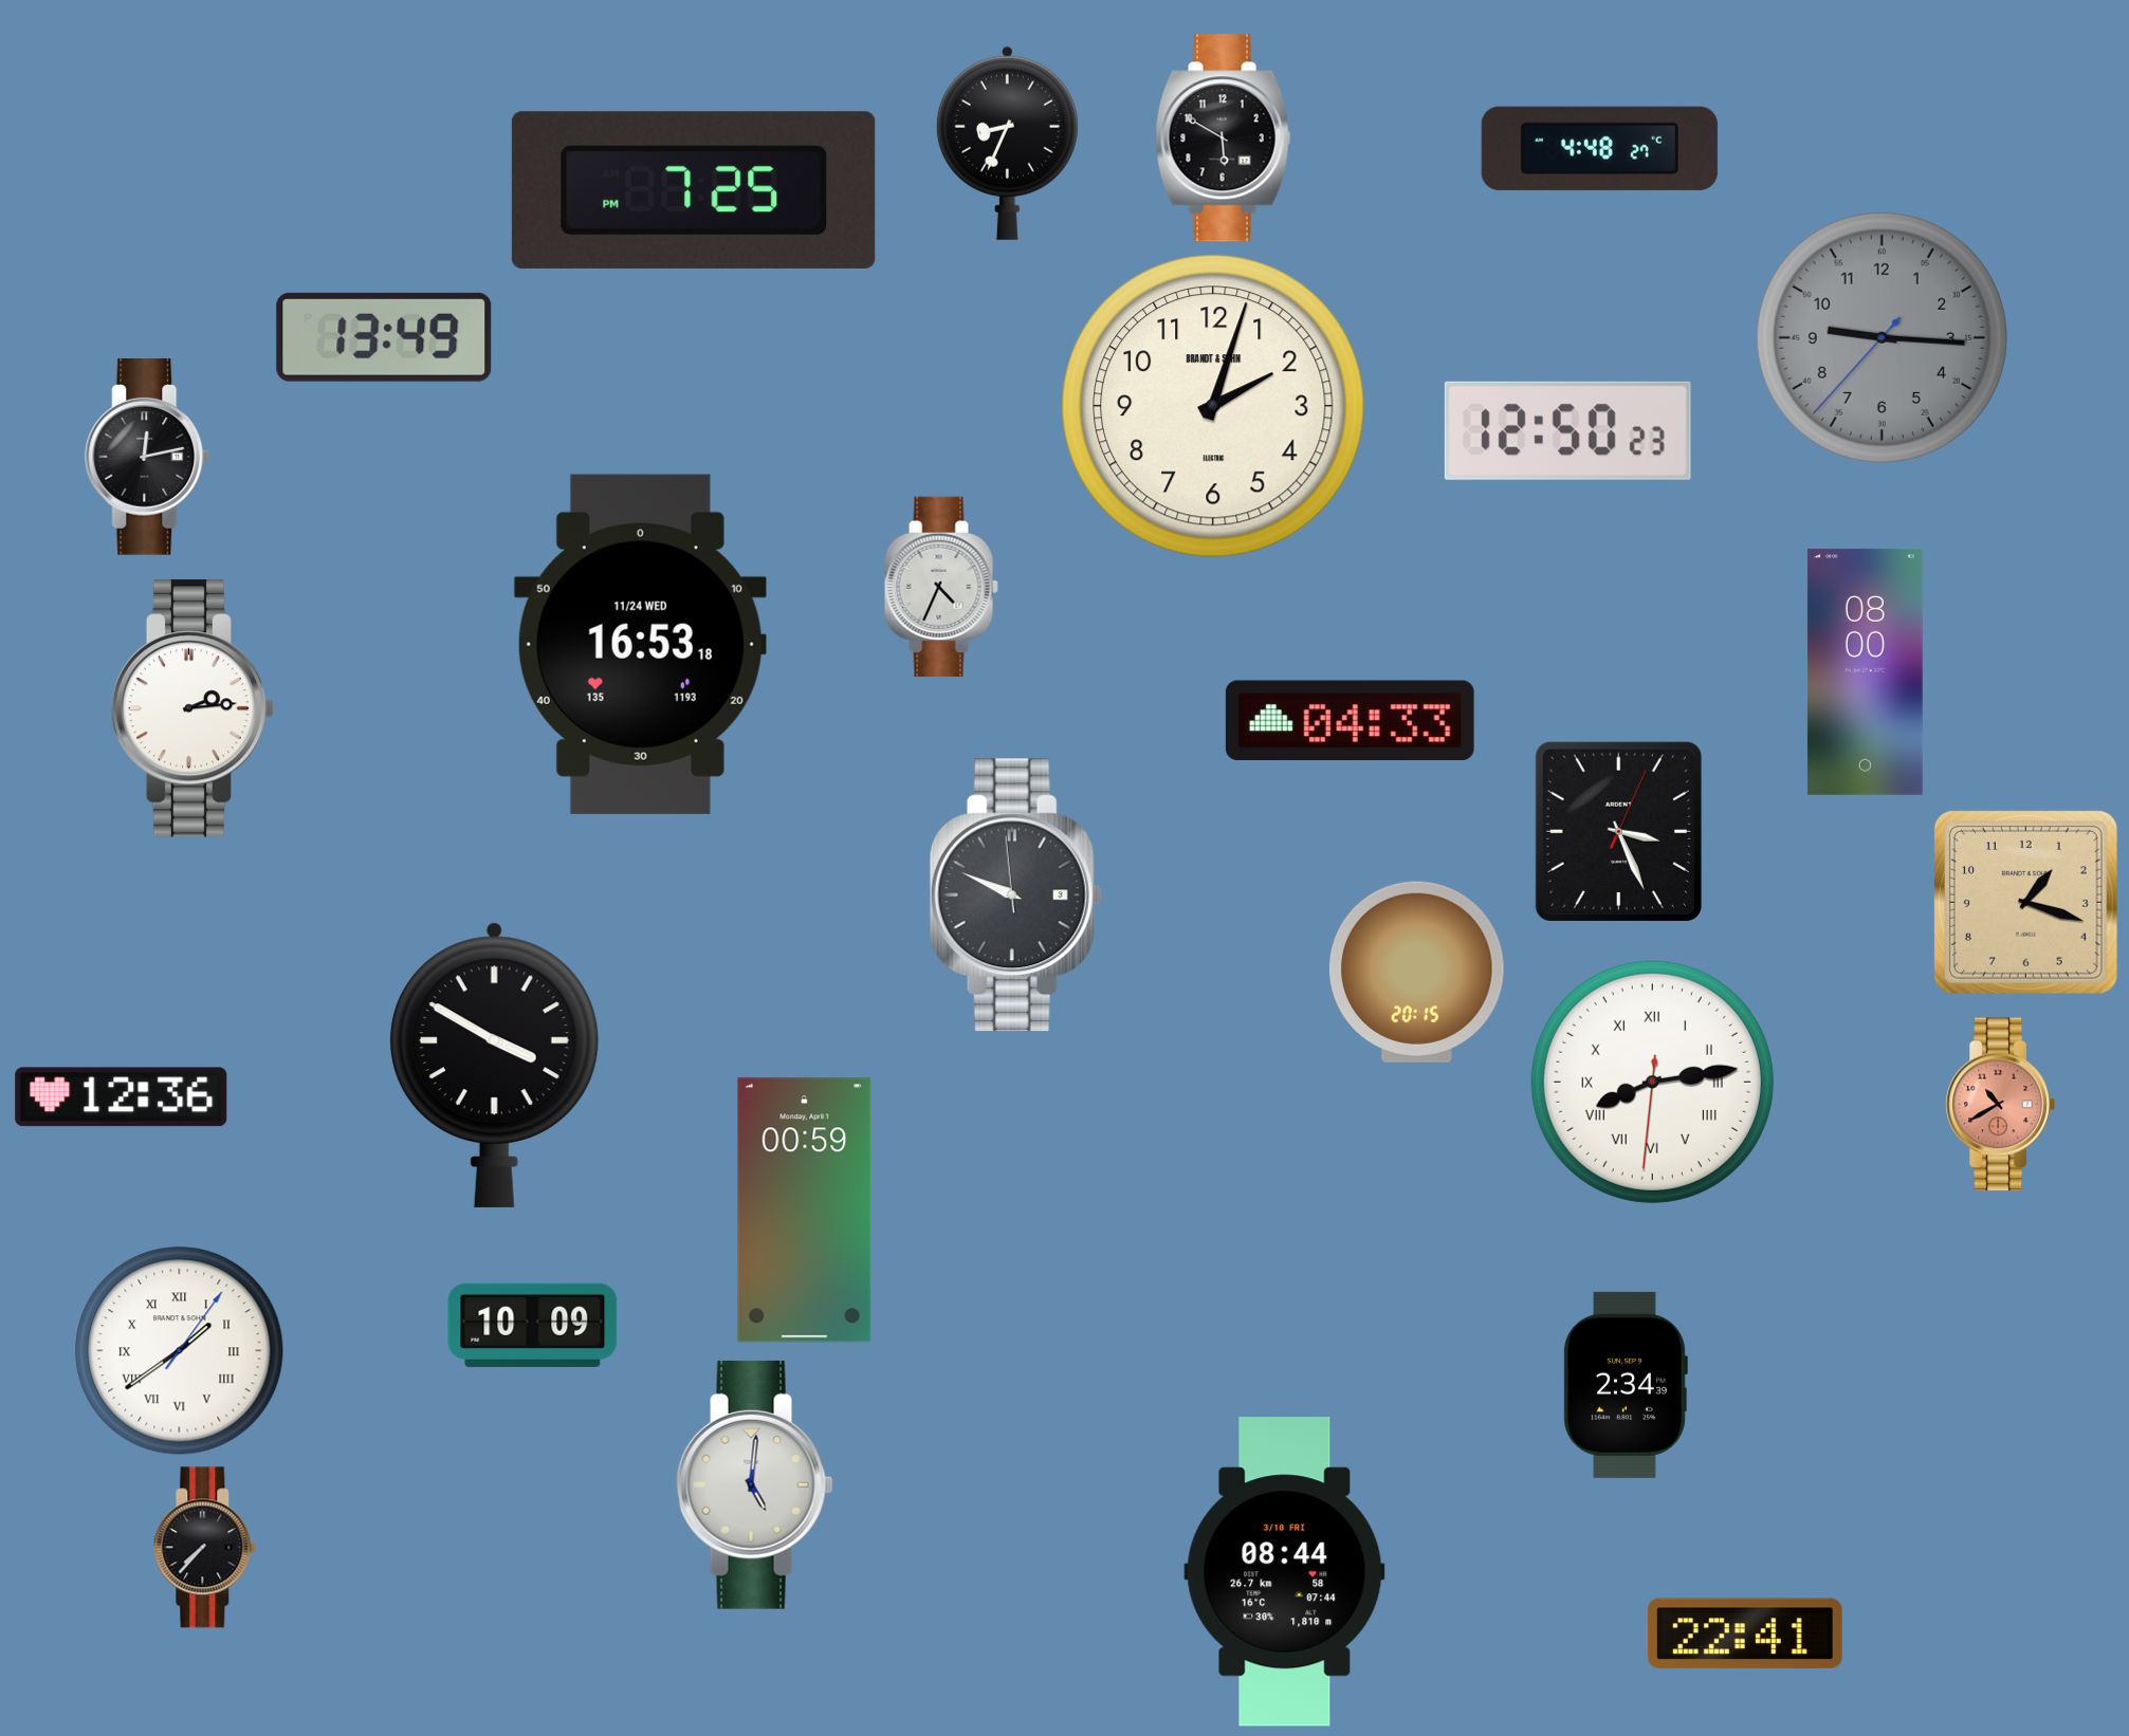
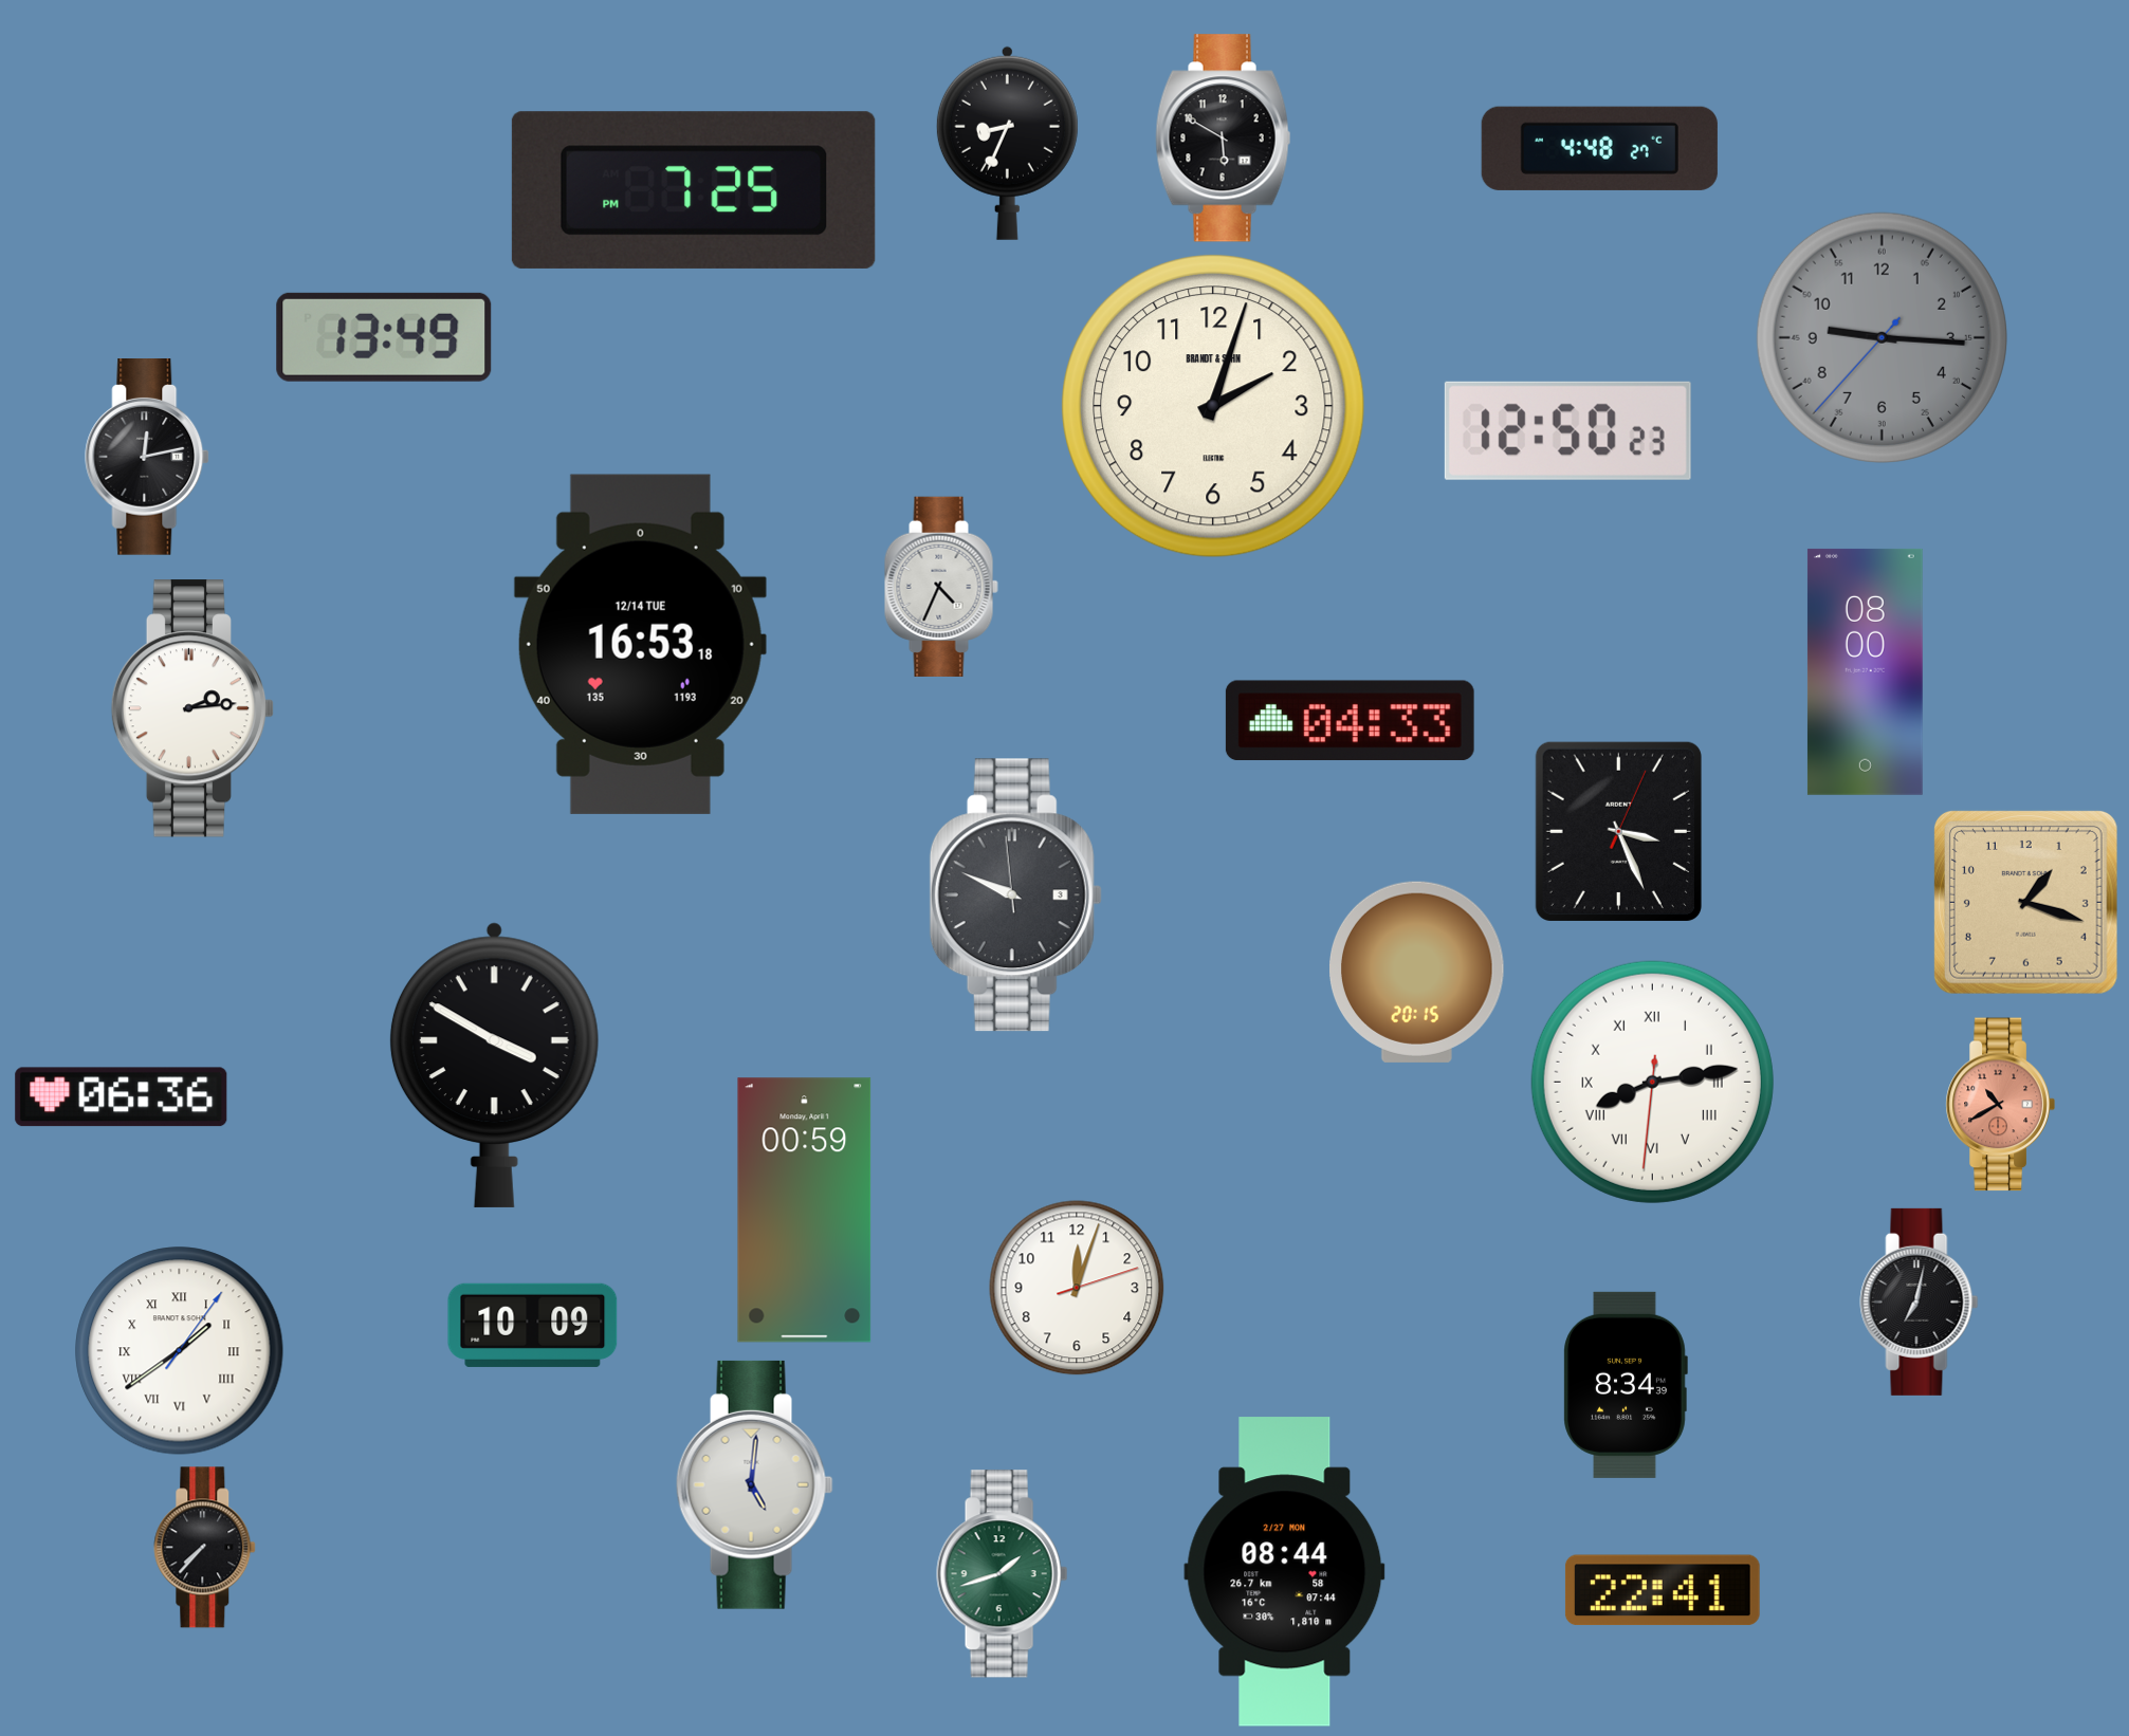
clock at (640, 644) date: 11/24 WED -> 12/14 TUE
clock at (122, 1097): 12:36 -> 06:36
clock at (1077, 1288): none -> 12:03
clock at (1920, 1301): none -> 7:02
clock at (1626, 1385): 2:34 -> 8:34
clock at (1285, 1572) date: 3/10 FRI -> 2/27 MON
clock at (1003, 1574): none -> 1:42
clock at (1745, 1633) position: (1745, 1633) -> (1663, 1590)
